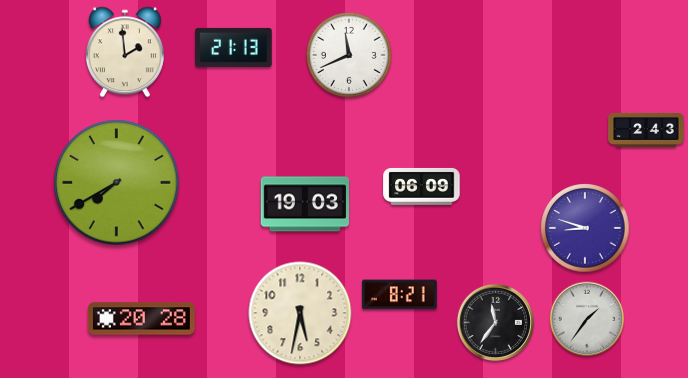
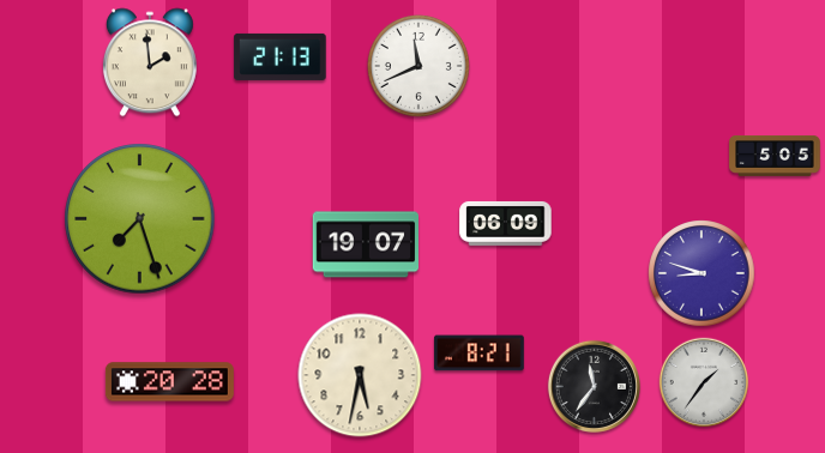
clock at (646, 130): 2:43 -> 5:05
clock at (117, 183): 7:40 -> 7:27
clock at (304, 204): 19:03 -> 19:07
